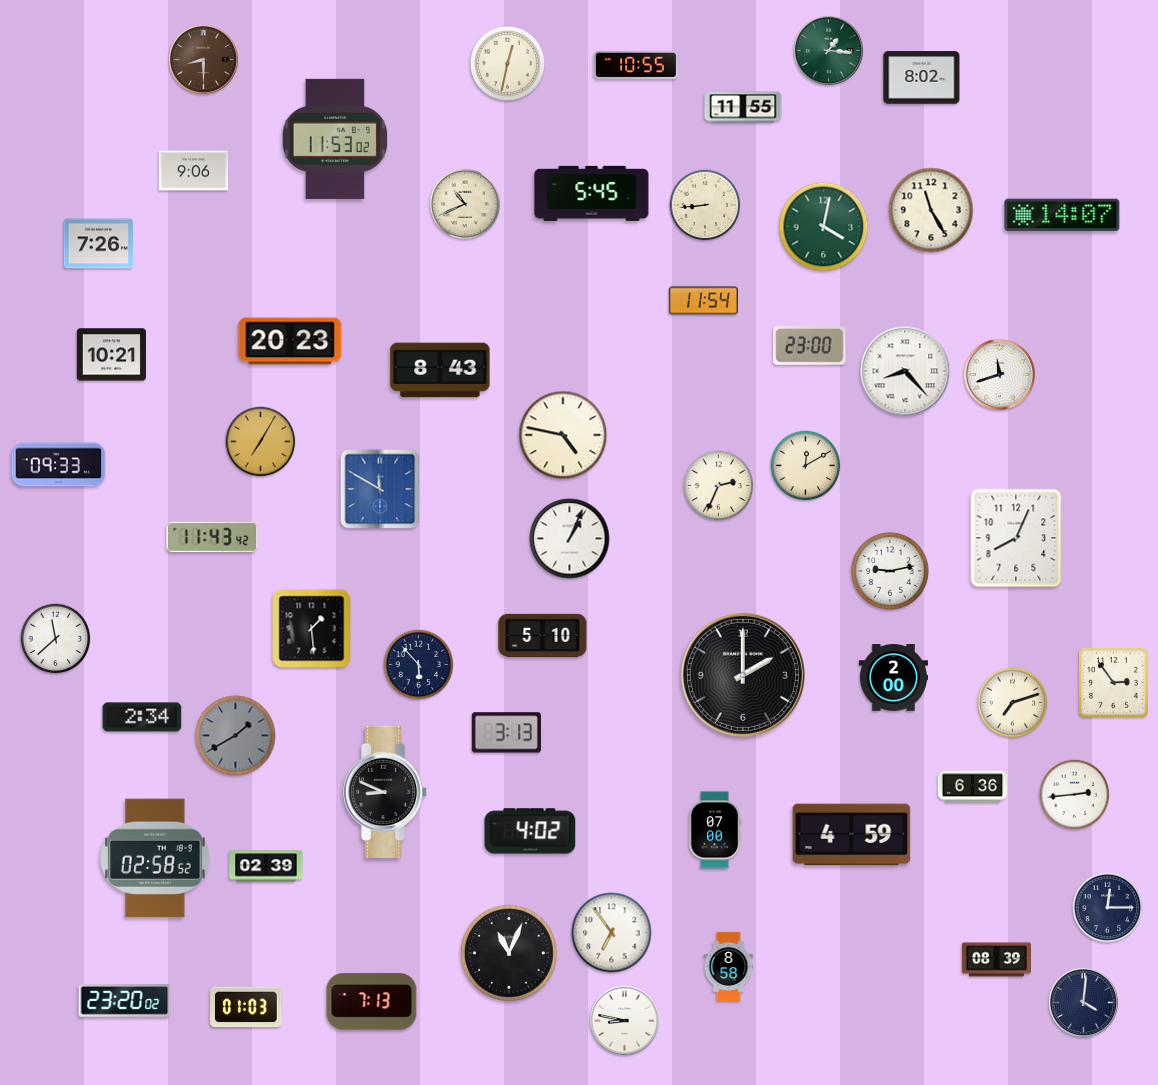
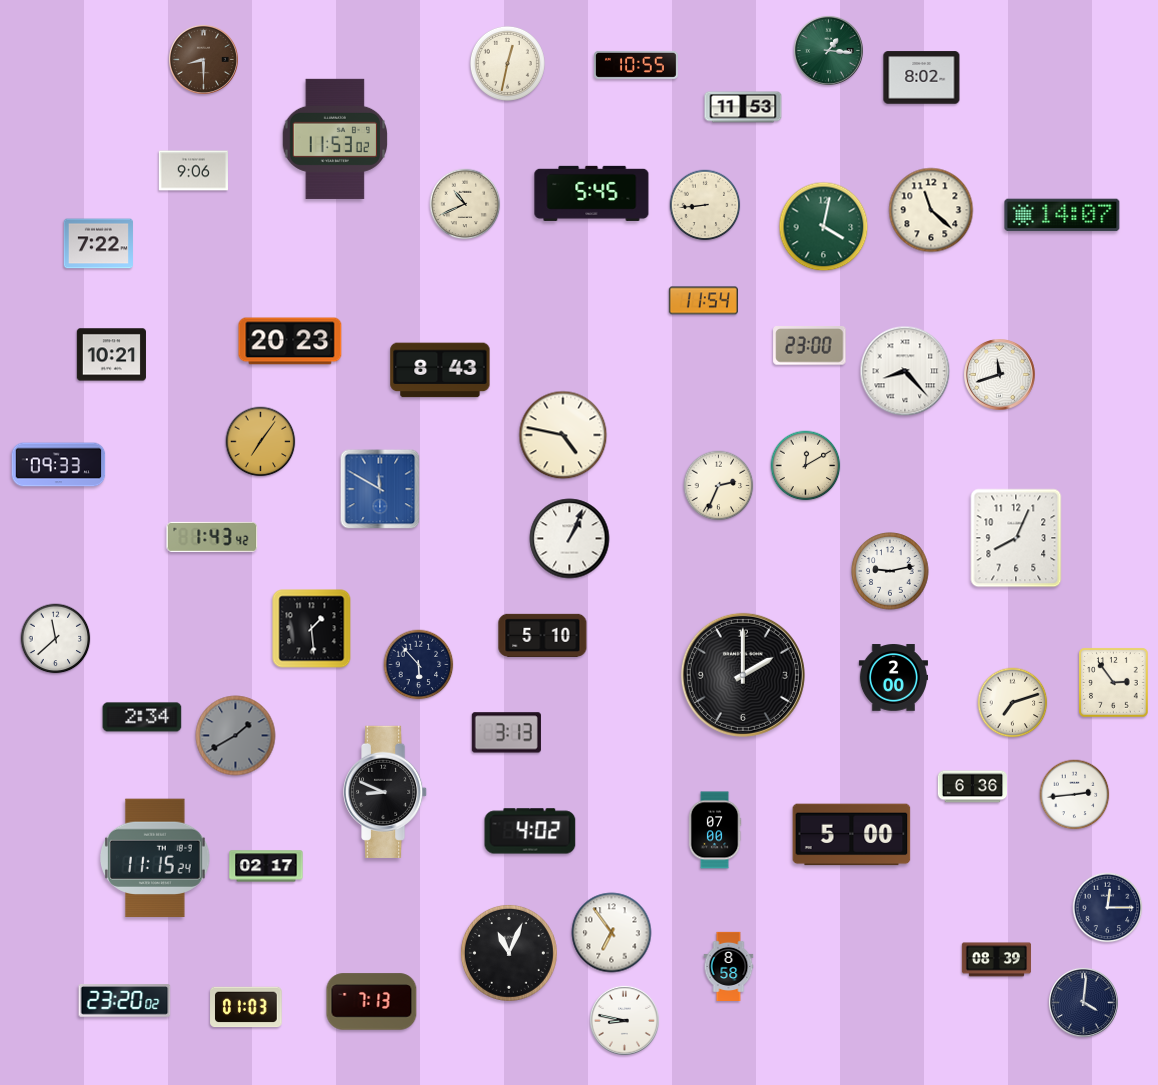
clock at (743, 107): 11:55 -> 11:53
clock at (931, 210): 11:25 -> 11:22
clock at (98, 244): 7:26 -> 7:22
clock at (261, 442): 7:05 -> 7:06
clock at (212, 537): 11:43 -> 1:43
clock at (852, 835): 4:59 -> 5:00
clock at (156, 858): 02:58 -> 11:15
clock at (266, 866): 02:39 -> 02:17
